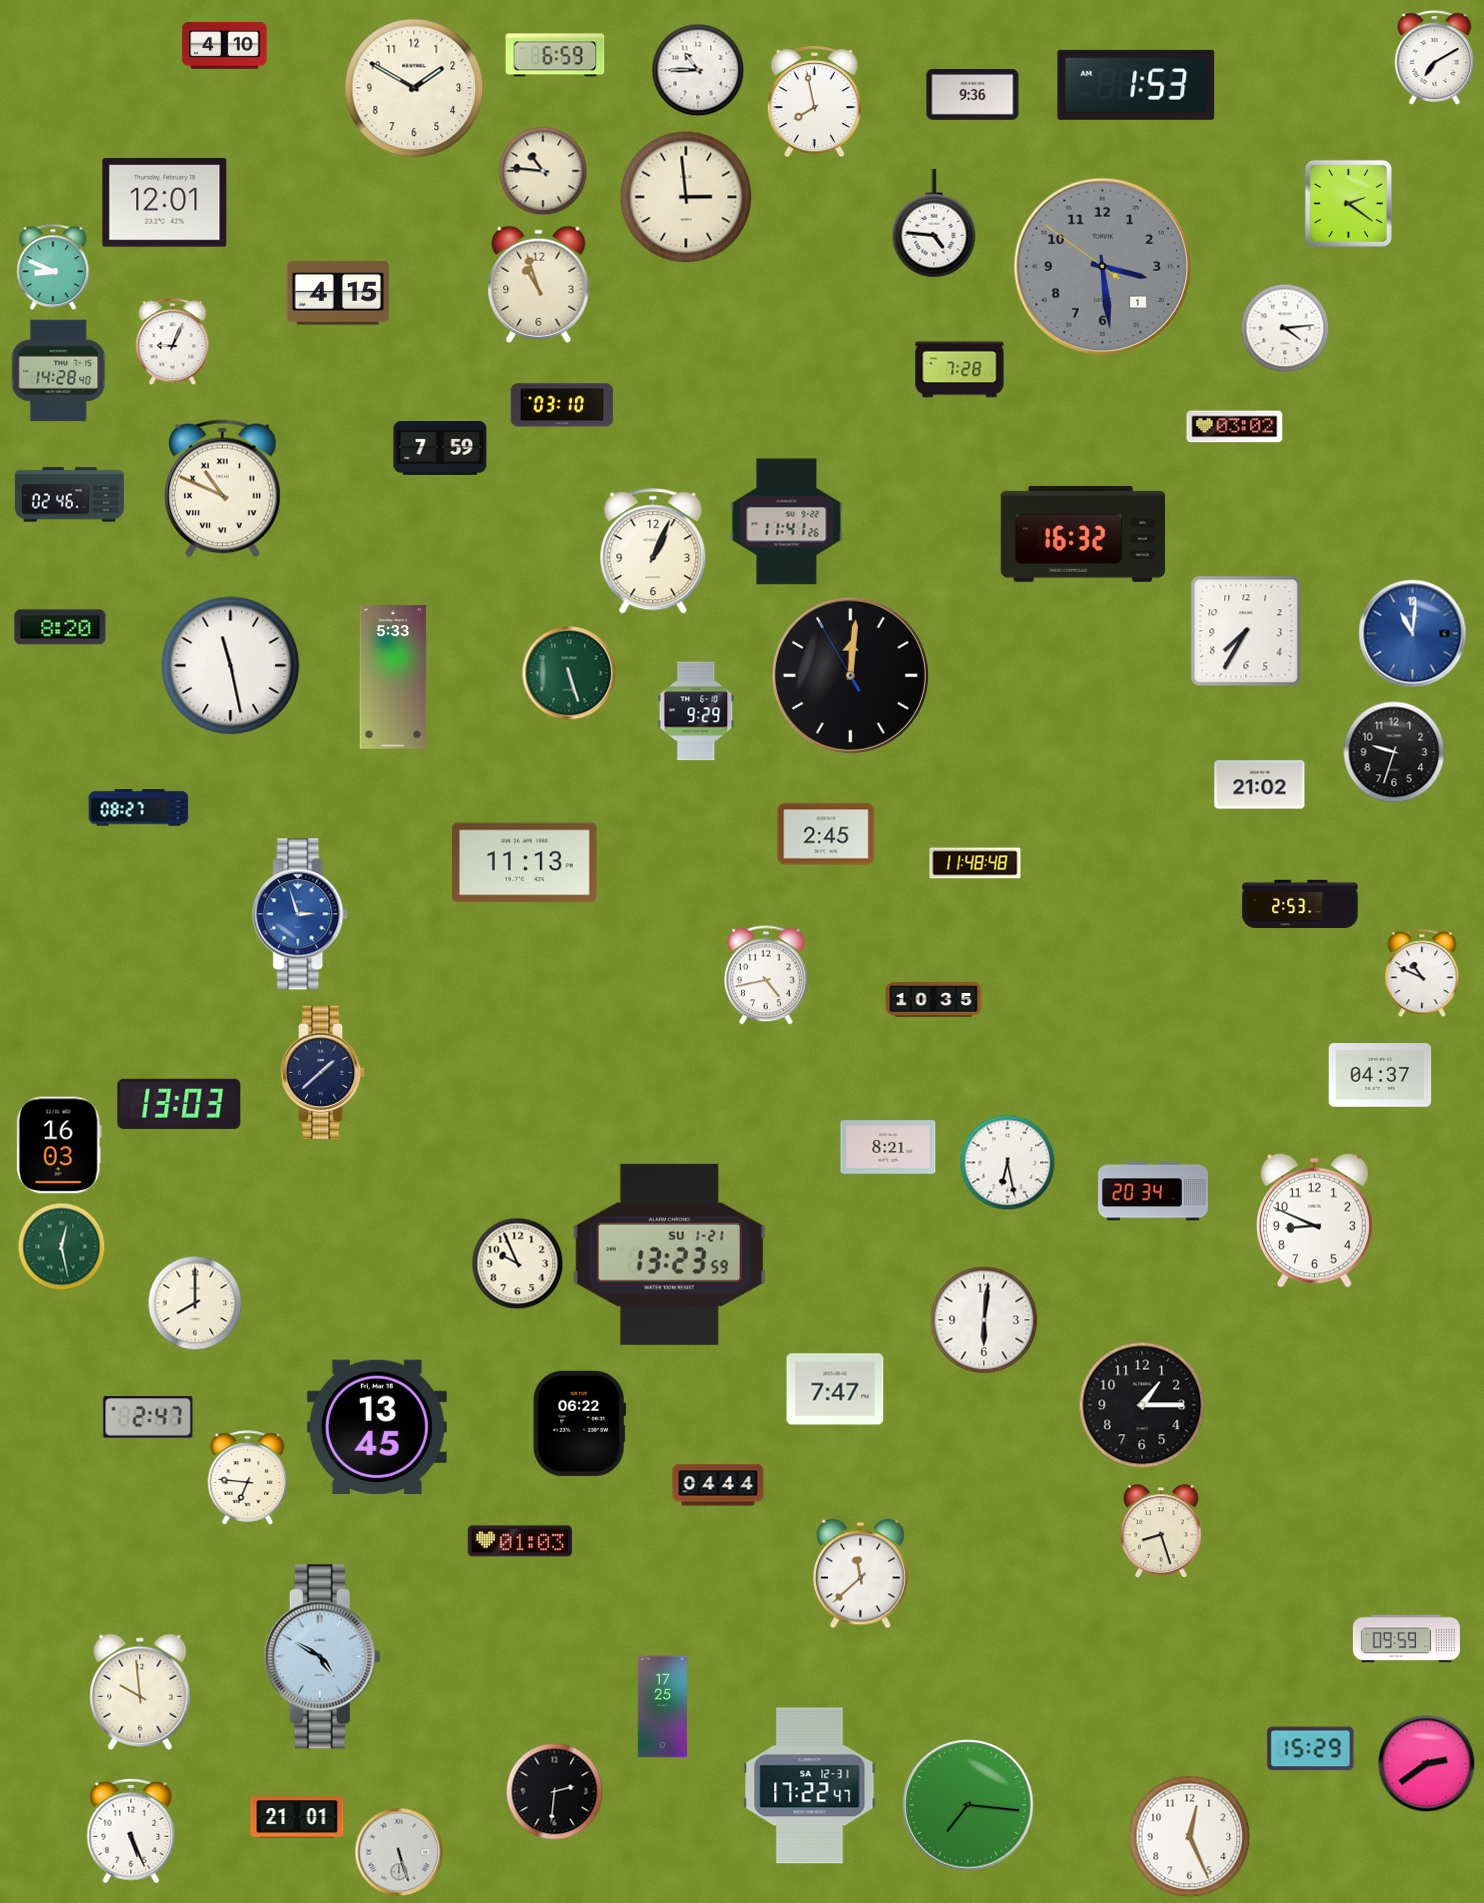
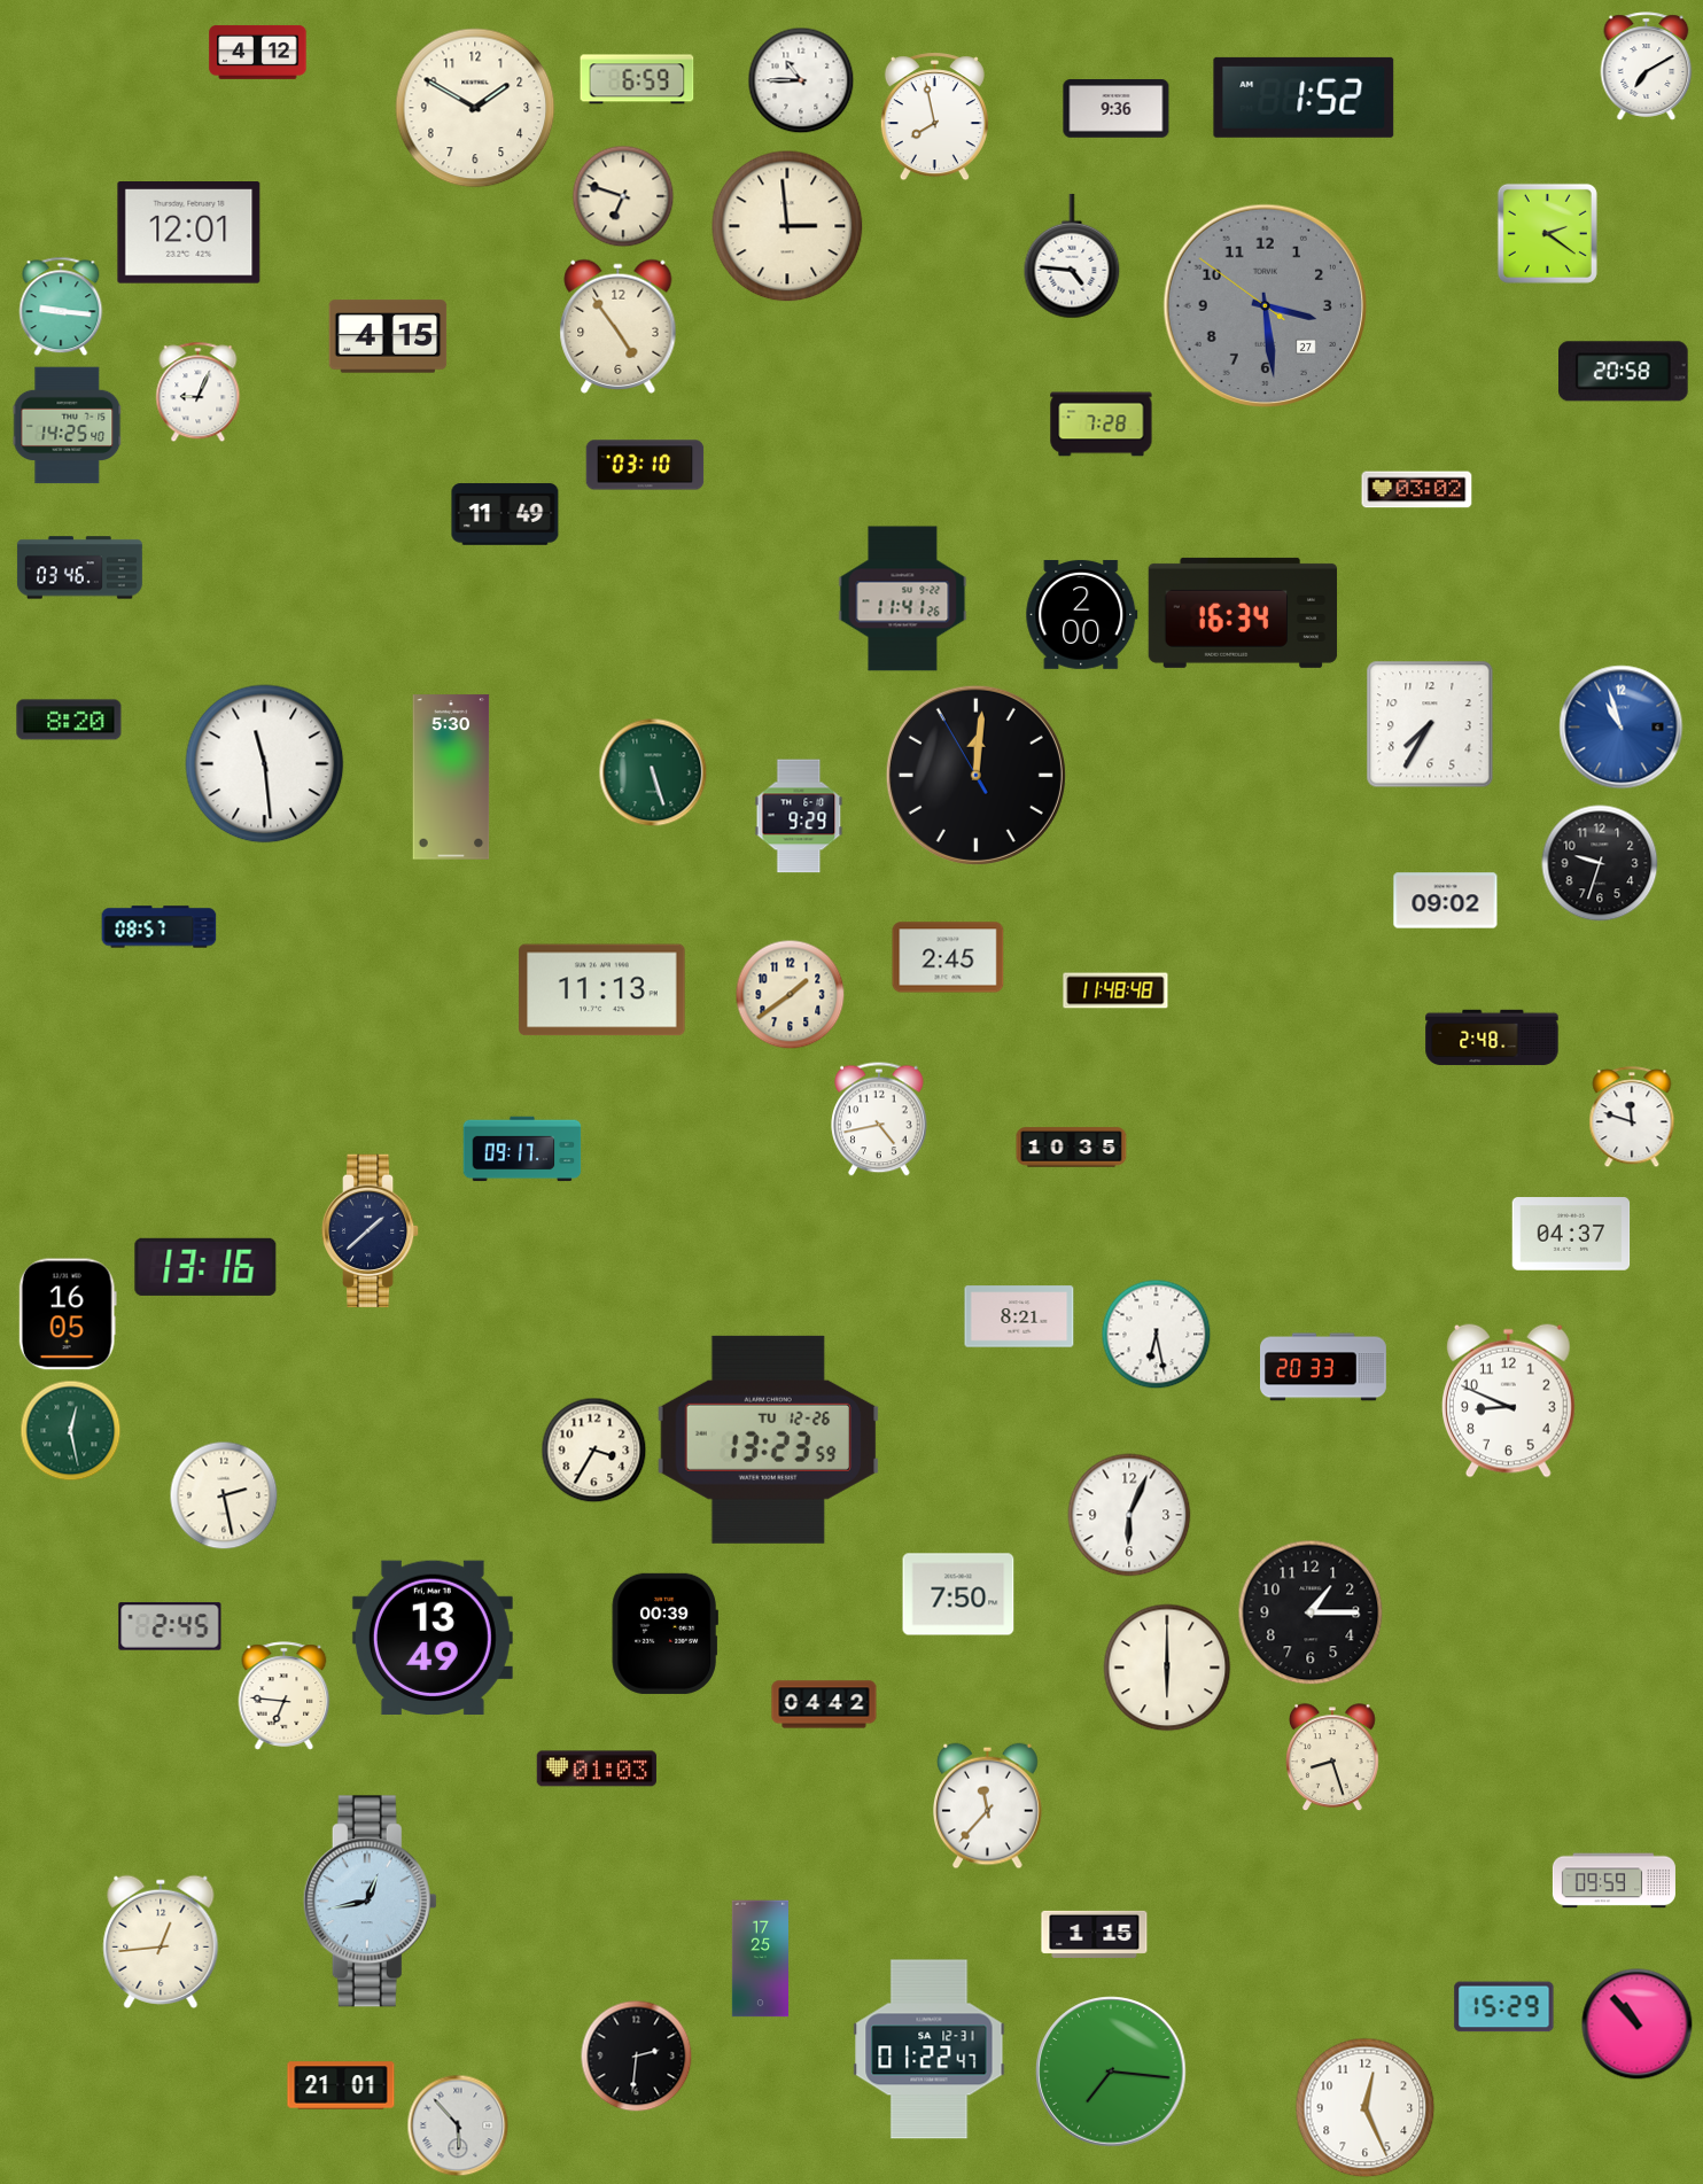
clock at (225, 45): 4:10 -> 4:12
clock at (555, 55) position: (555, 55) -> (637, 79)
clock at (1136, 85): 1:53 -> 1:52
clock at (414, 88) position: (414, 88) -> (475, 108)
clock at (543, 171): 10:46 -> 6:48
clock at (53, 267): 8:49 -> 9:16
clock at (1103, 267) date: 1 -> 27
clock at (539, 284): 10:57 -> 4:54
clock at (1624, 372): none -> 20:58
clock at (1285, 328): 4:14 -> none
clock at (59, 371): 14:28 -> 14:25
clock at (440, 448): 7:59 -> 11:49
clock at (222, 489): 10:49 -> none
clock at (69, 495): 02:46 -> 03:46
clock at (1083, 534): 16:32 -> 16:34
clock at (1082, 614): none -> 2:00
clock at (653, 552): 1:04 -> none
clock at (1413, 634): 11:01 -> 10:57
clock at (231, 666): 11:28 -> 11:29
clock at (393, 677): 5:33 -> 5:30
clock at (1260, 785): 21:02 -> 09:02
clock at (139, 808): 08:27 -> 08:57
clock at (975, 863) position: (975, 863) -> (1115, 990)
clock at (791, 995): none -> 1:39
clock at (1300, 904): 2:53 -> 2:48
clock at (301, 914): 2:57 -> none
clock at (1422, 974): 10:49 -> 11:48
clock at (522, 1149): none -> 09:17
clock at (1380, 1075) position: (1380, 1075) -> (1571, 1234)
clock at (179, 1104): 13:03 -> 13:16
clock at (59, 1145): 16:03 -> 16:05
clock at (1154, 1191): 20:34 -> 20:33
clock at (669, 1254) date: SU 1-21 -> TU 12-26
clock at (518, 1264): 9:56 -> 3:35
clock at (195, 1303): 8:00 -> 2:28
clock at (984, 1320): 6:01 -> 6:04
clock at (835, 1389): 7:47 -> 7:50
clock at (148, 1417): 2:47 -> 2:45
clock at (579, 1423): 06:22 -> 00:39
clock at (377, 1426): 13:45 -> 13:49
clock at (1167, 1668): none -> 6:00
clock at (718, 1485): 04:44 -> 04:42
clock at (861, 1574): 11:38 -> 11:37
clock at (322, 1657): 4:50 -> 12:43
clock at (1095, 1934): none -> 1:15
clock at (140, 1692): 9:59 -> 12:44
clock at (1427, 1764): 2:39 -> 10:53
clock at (810, 1786): 17:22 -> 01:22
clock at (131, 1831): 5:26 -> none
clock at (399, 1852): 5:27 -> 5:53
